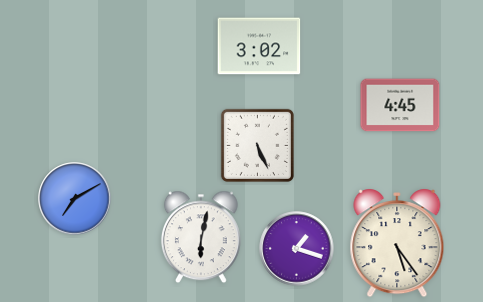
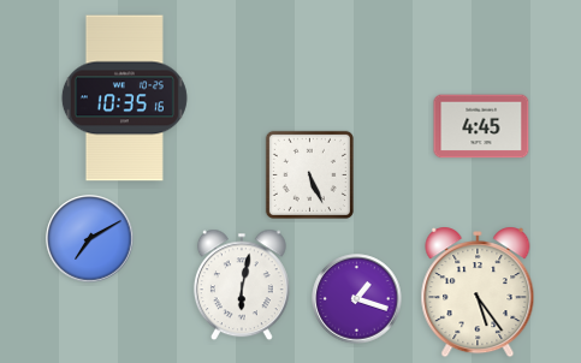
clock at (259, 46): 3:02 -> none
clock at (124, 99): none -> 10:35
